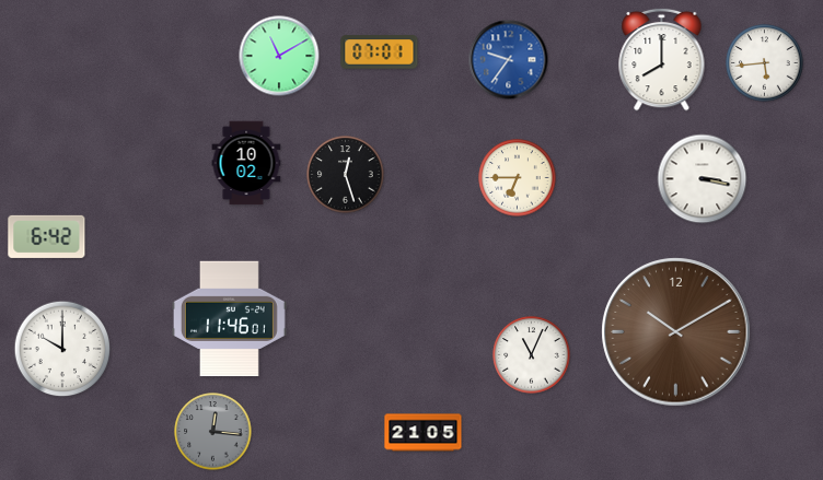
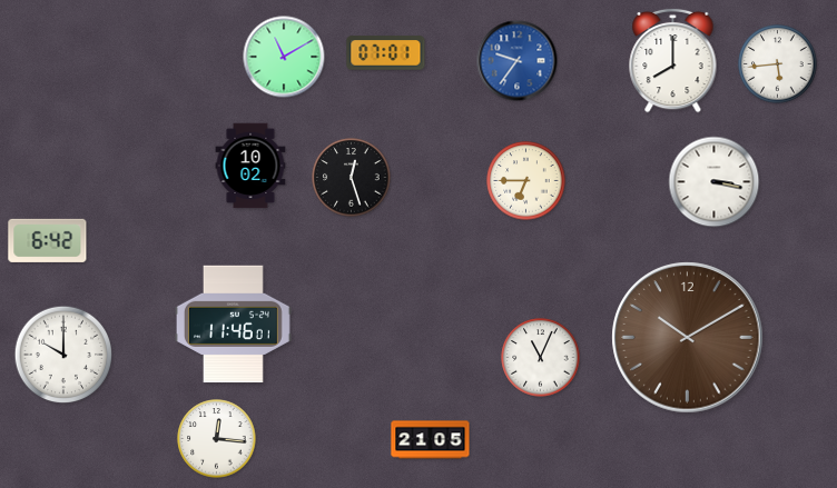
clock at (532, 355) position: (532, 355) -> (541, 358)
clock at (213, 432) dial: grey -> white
